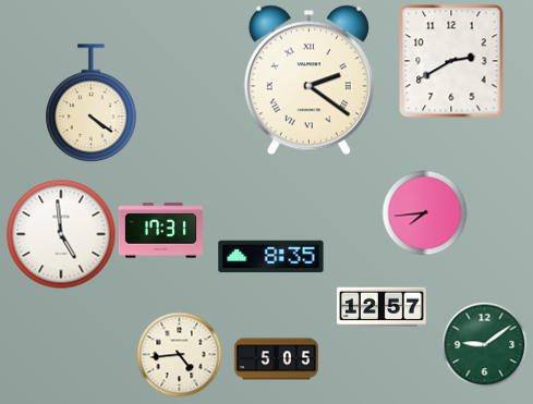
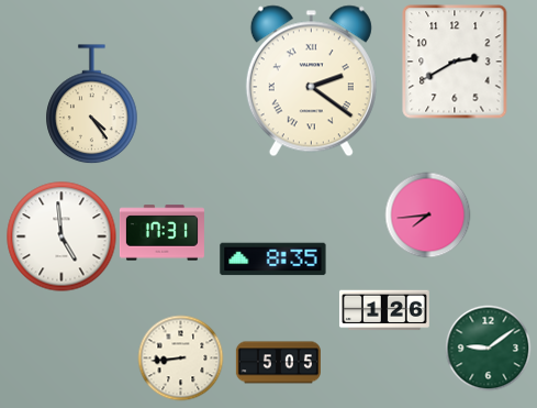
clock at (92, 103): 4:21 -> 4:24
clock at (381, 307): 12:57 -> 1:26
clock at (179, 354): 4:44 -> 8:44
